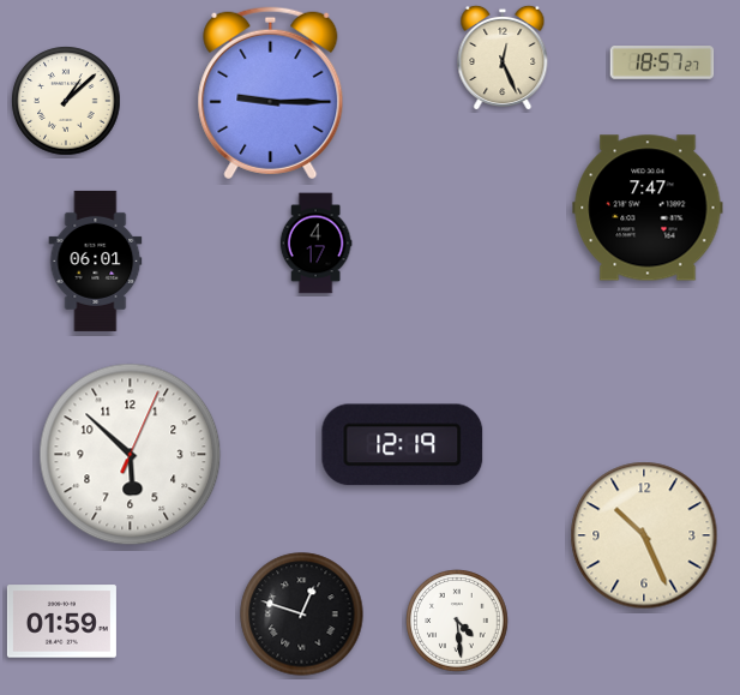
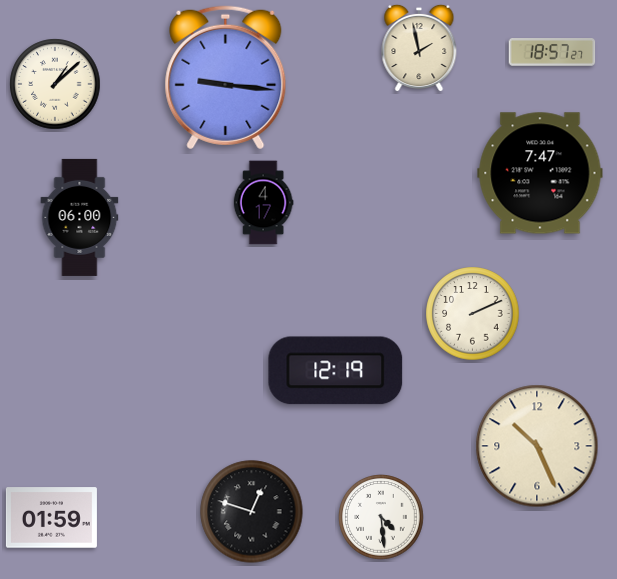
clock at (503, 56): 12:26 -> 1:58
clock at (271, 94): 9:15 -> 9:16
clock at (96, 260): 06:01 -> 06:00
clock at (473, 314): none -> 2:11
clock at (131, 455): 5:52 -> none
